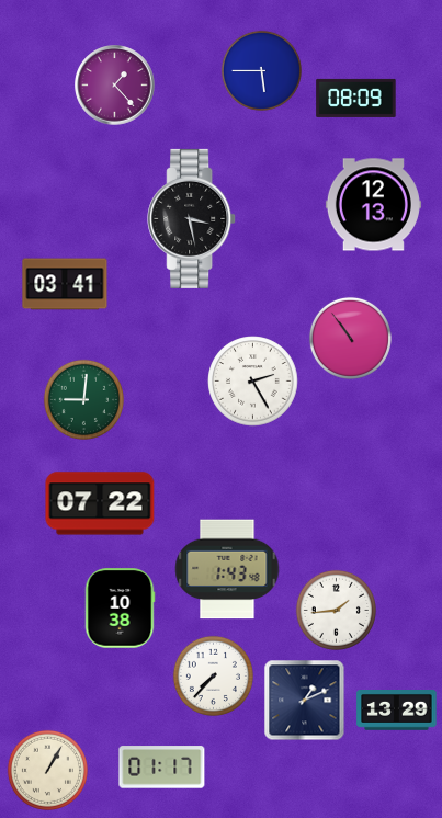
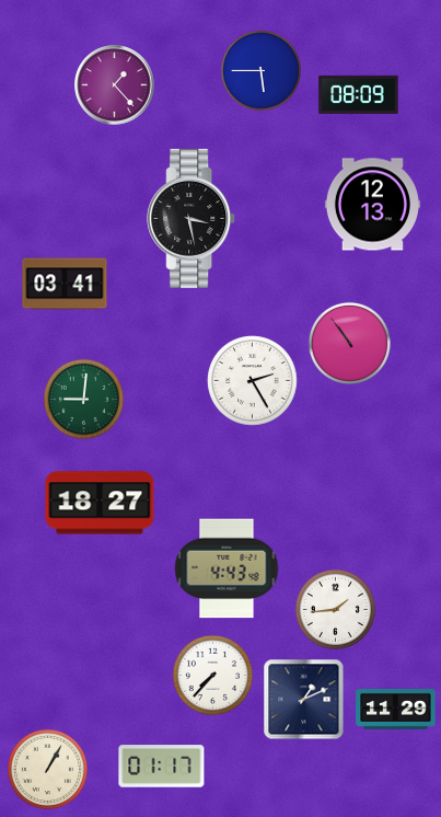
clock at (356, 98) position: (356, 98) -> (359, 94)
clock at (350, 338) position: (350, 338) -> (349, 343)
clock at (100, 503): 07:22 -> 18:27
clock at (227, 569): 1:43 -> 4:43
clock at (120, 609): 10:38 -> none
clock at (397, 711): 13:29 -> 11:29
